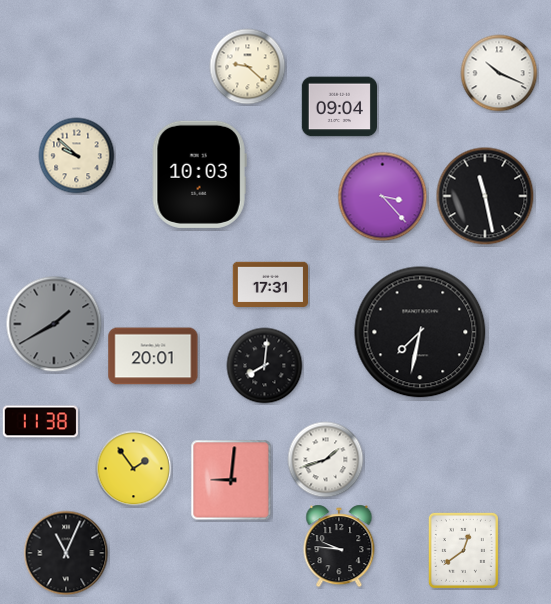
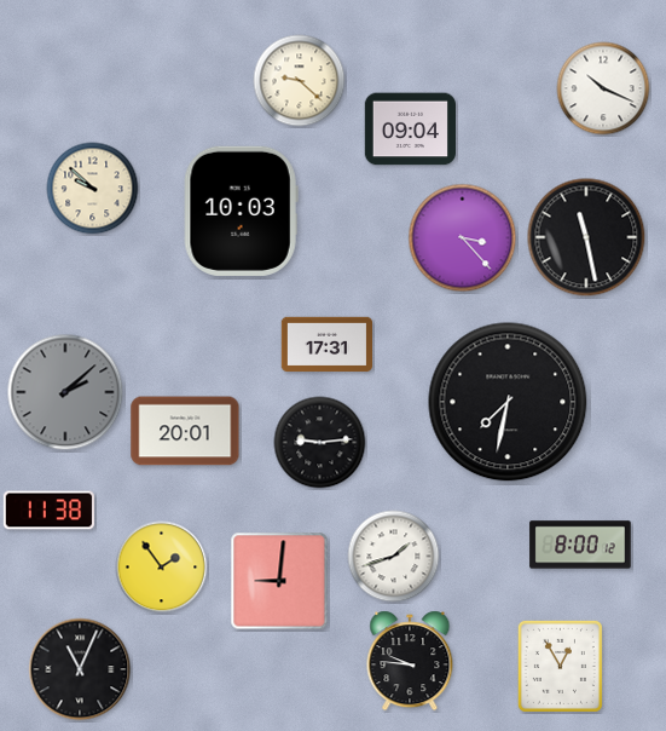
clock at (54, 324): 1:40 -> 2:08
clock at (265, 366): 8:01 -> 9:14
clock at (580, 545): none -> 8:00
clock at (463, 550): 12:39 -> 12:55
